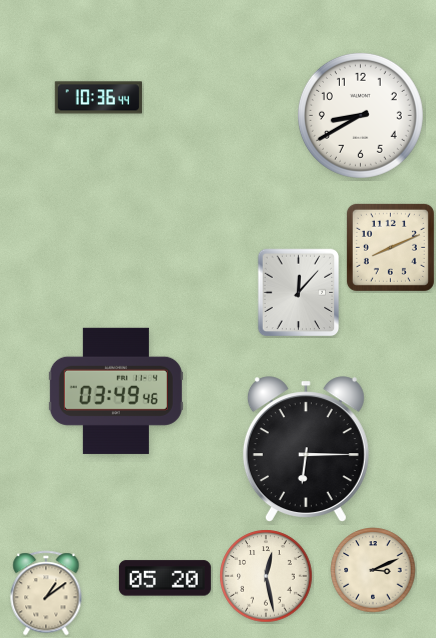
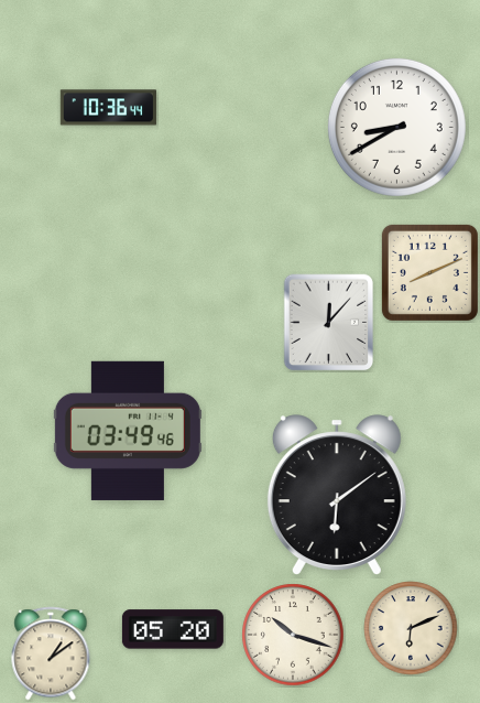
clock at (306, 449): 6:15 -> 6:09
clock at (373, 570): 3:11 -> 6:11
clock at (266, 576): 12:28 -> 10:18
clock at (165, 578) position: (165, 578) -> (173, 629)
